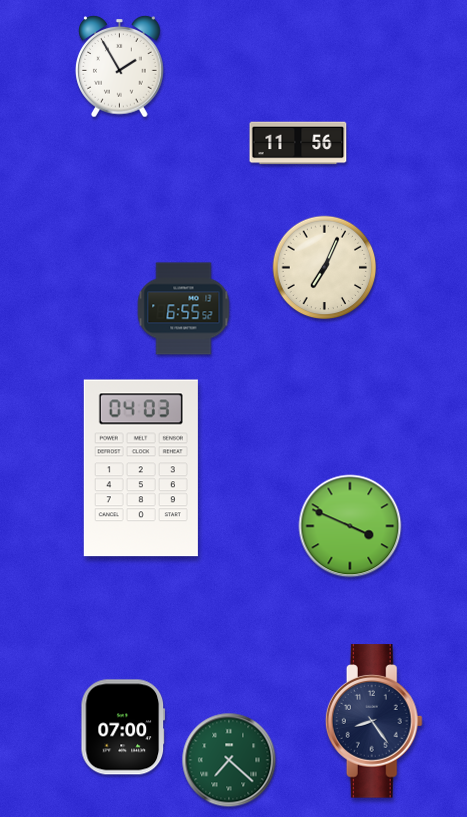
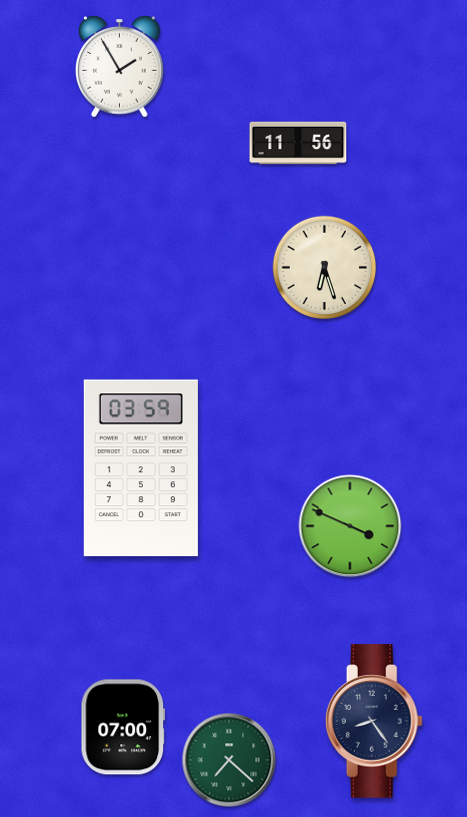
clock at (325, 268): 7:04 -> 6:27
clock at (184, 309): 6:55 -> none
clock at (141, 468): 04:03 -> 03:59
